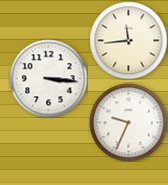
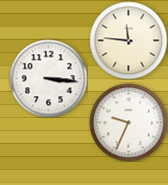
clock at (128, 40): 11:44 -> 11:46
